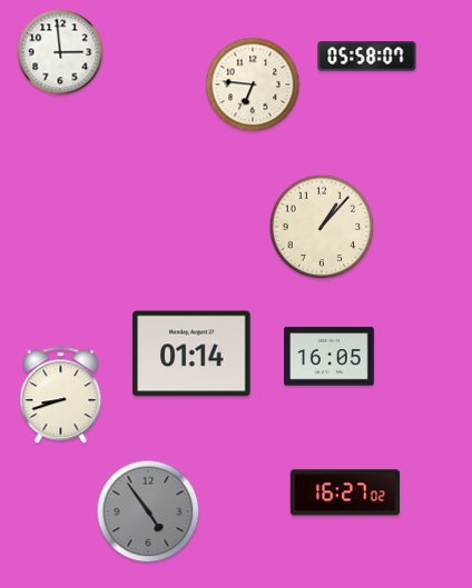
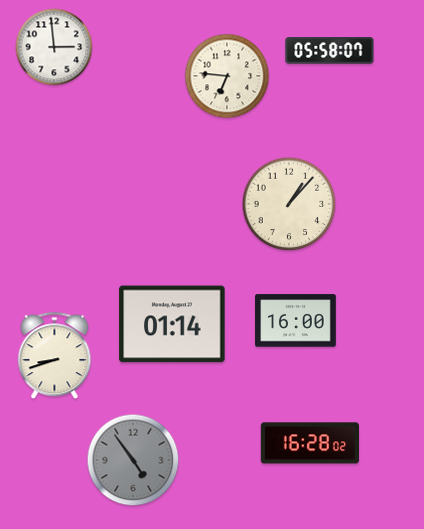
clock at (191, 353) position: (191, 353) -> (172, 324)
clock at (330, 357): 16:05 -> 16:00
clock at (344, 492): 16:27 -> 16:28
